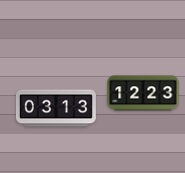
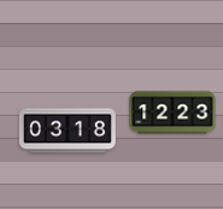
clock at (56, 108): 03:13 -> 03:18
